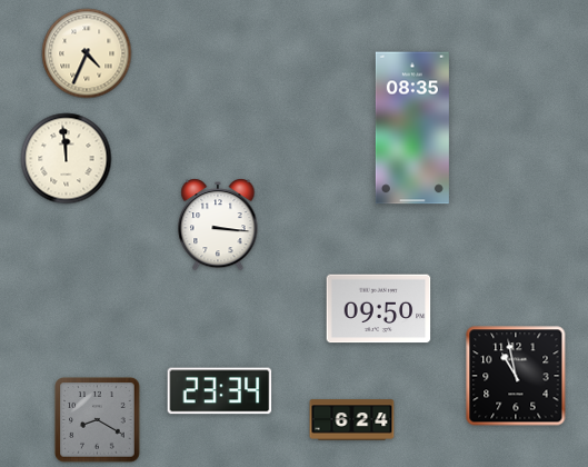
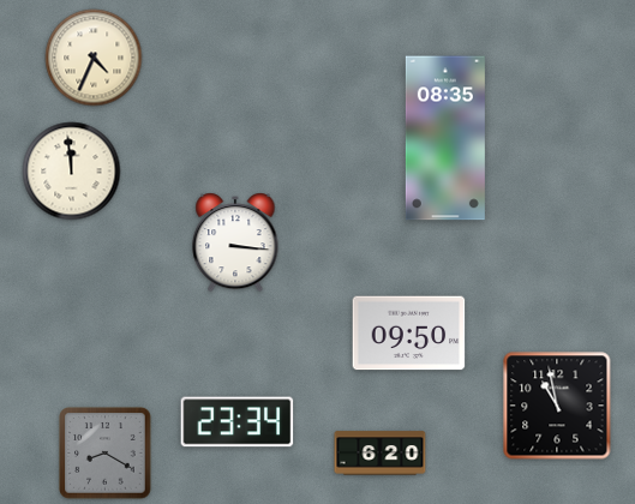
clock at (352, 420): 6:24 -> 6:20
